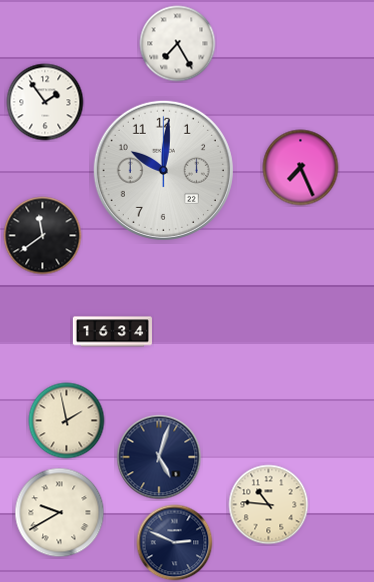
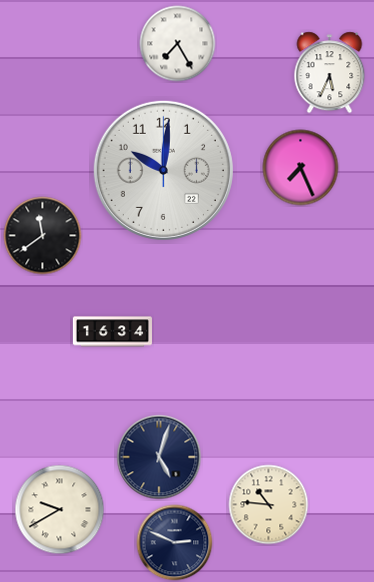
clock at (330, 73): none -> 5:34
clock at (45, 102): 1:54 -> none
clock at (67, 421): 1:58 -> none
clock at (60, 513) position: (60, 513) -> (60, 510)
